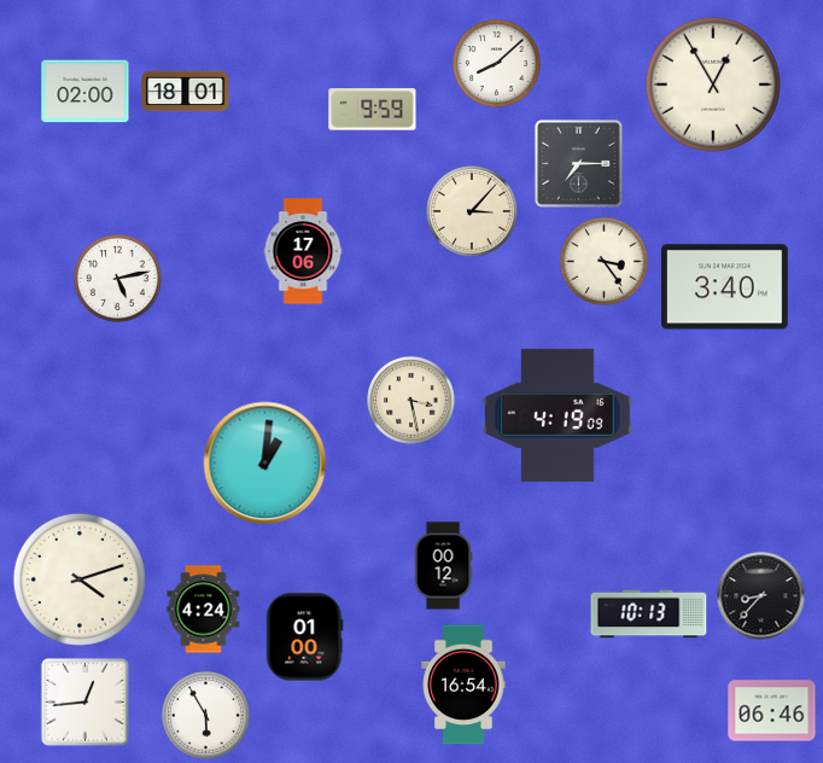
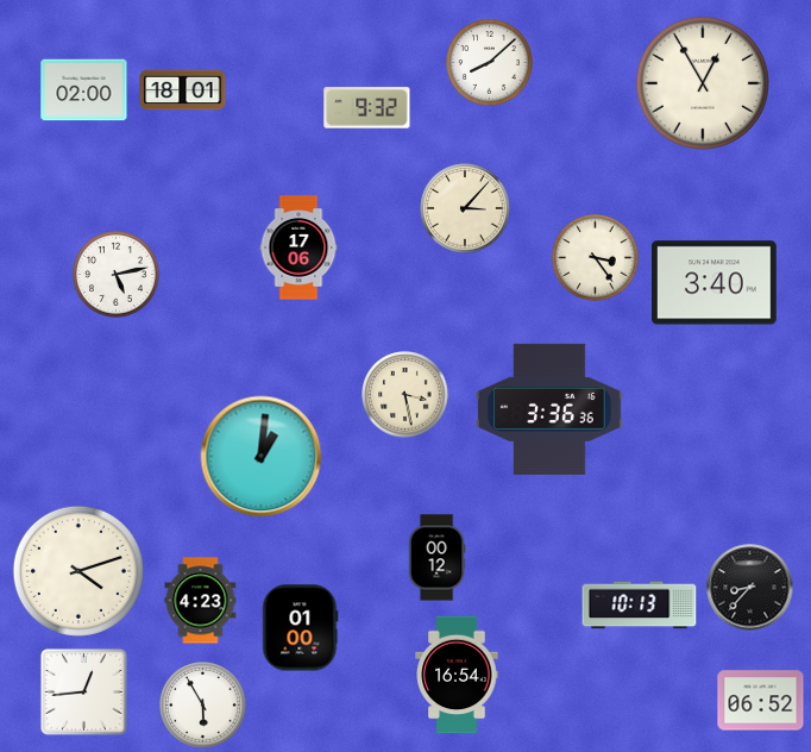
clock at (373, 110): 9:59 -> 9:32
clock at (578, 163): 7:15 -> none
clock at (558, 415): 4:19 -> 3:36
clock at (204, 610): 4:24 -> 4:23
clock at (772, 711): 06:46 -> 06:52
